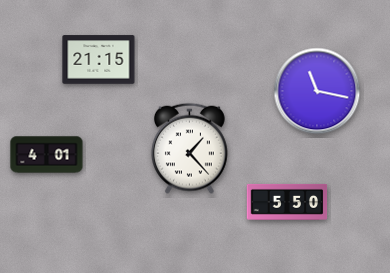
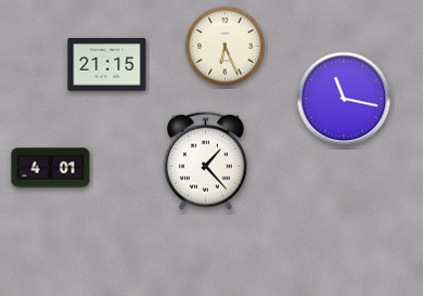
clock at (226, 47): none -> 6:26
clock at (287, 202): 5:50 -> none
